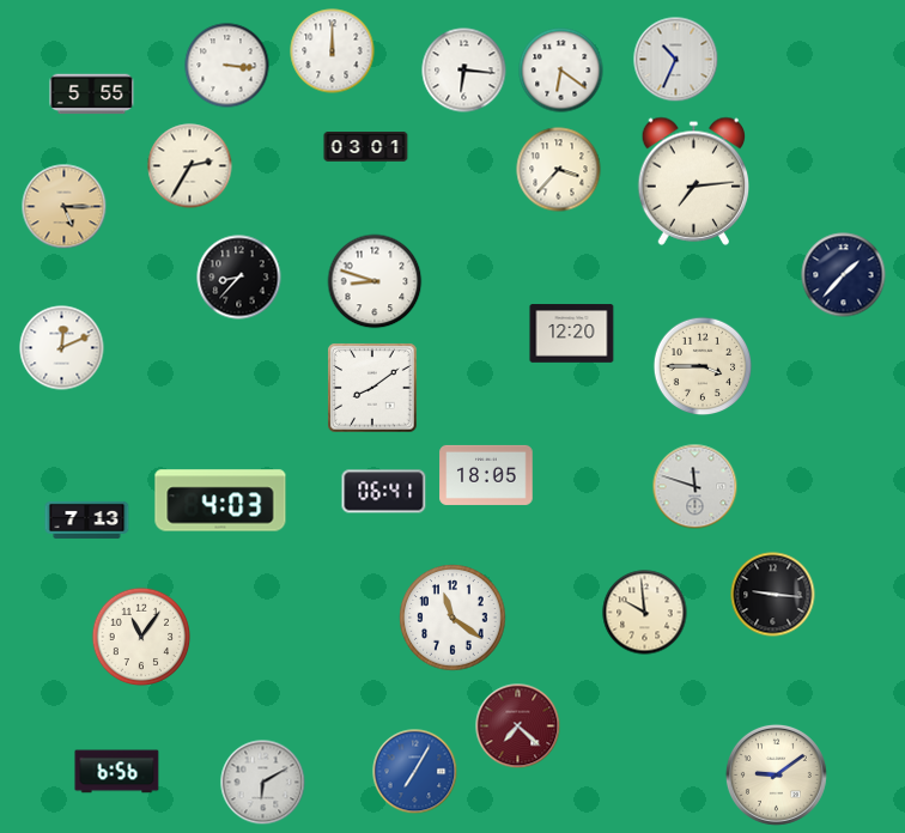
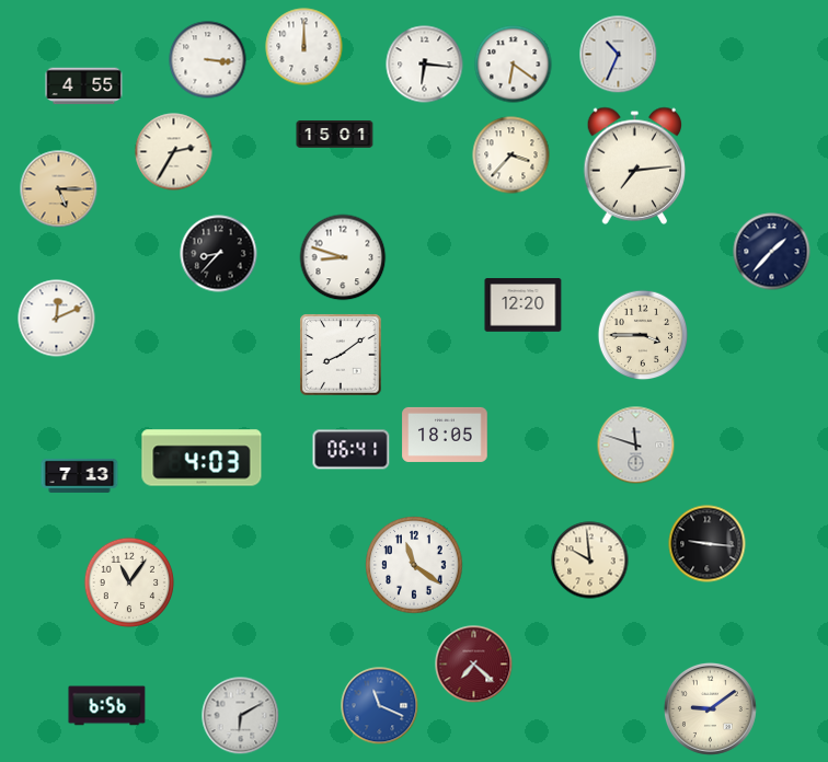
clock at (92, 95): 5:55 -> 4:55
clock at (366, 147): 03:01 -> 15:01
clock at (415, 772): 7:05 -> 11:19
